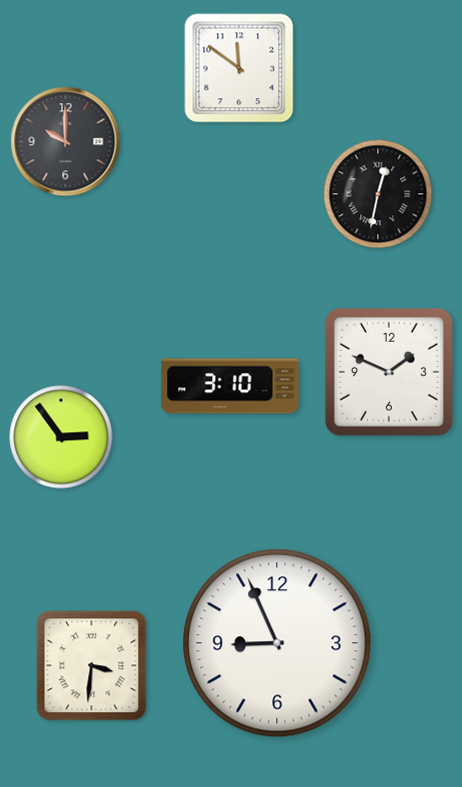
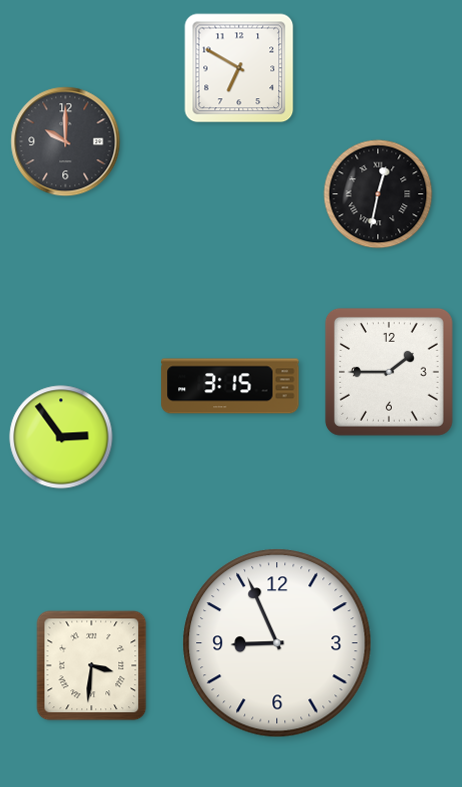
clock at (239, 68): 11:51 -> 6:50
clock at (389, 372): 1:49 -> 1:45
clock at (230, 386): 3:10 -> 3:15
